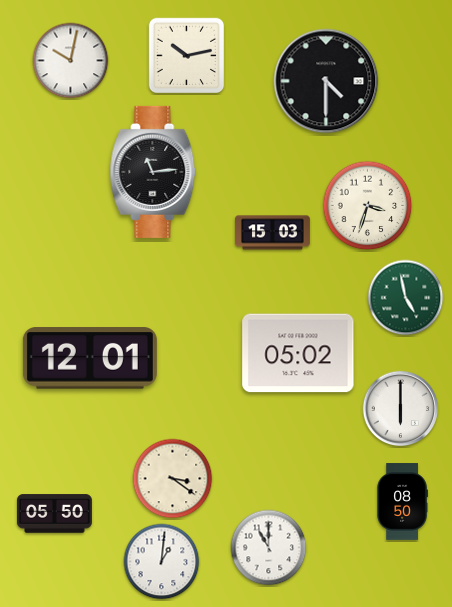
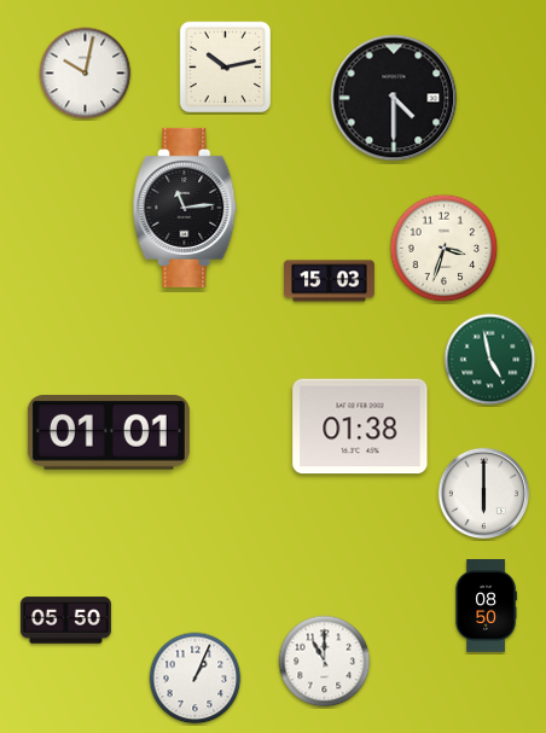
clock at (298, 353): 05:02 -> 01:38
clock at (90, 358): 12:01 -> 01:01
clock at (173, 479): 3:21 -> none
clock at (162, 562): 1:01 -> 1:04
